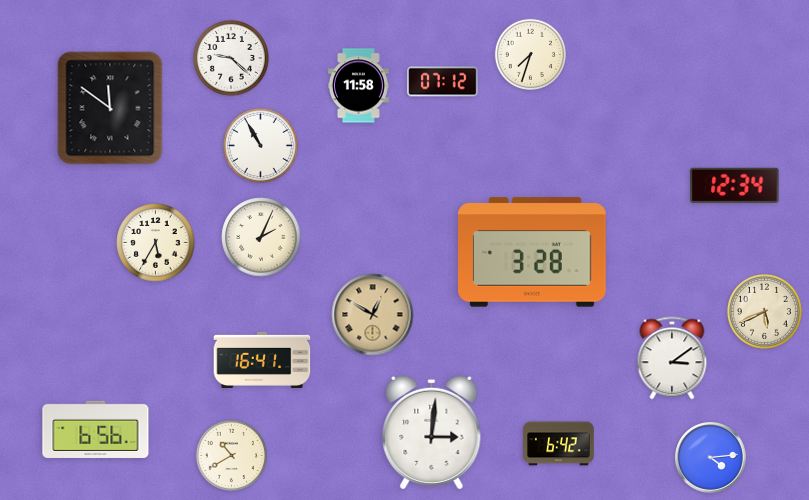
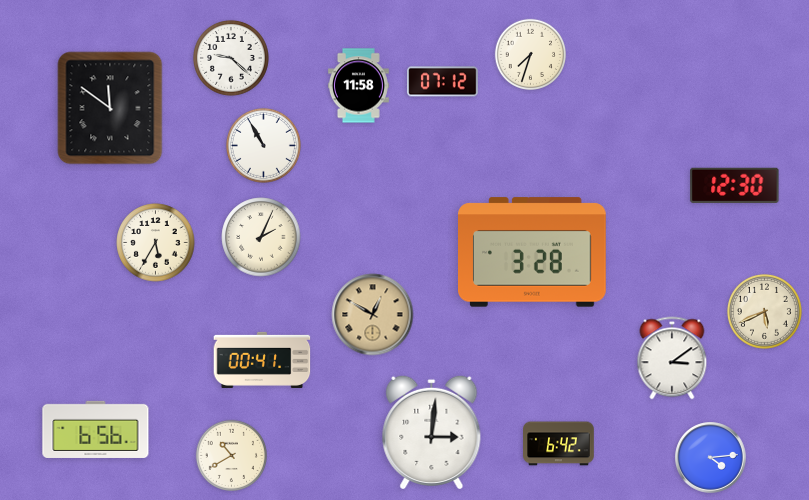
clock at (260, 145) position: (260, 145) -> (263, 145)
clock at (735, 185): 12:34 -> 12:30
clock at (262, 360): 16:41 -> 00:41
